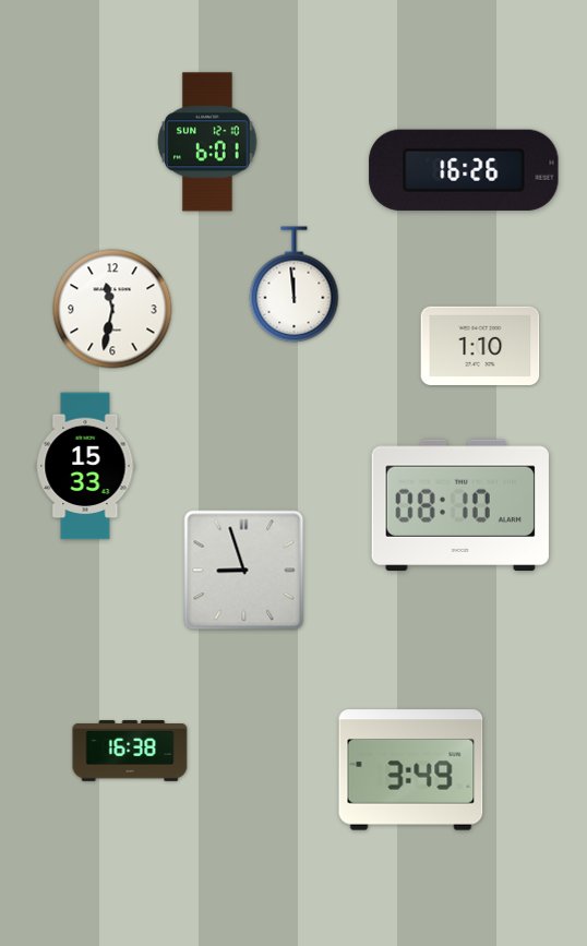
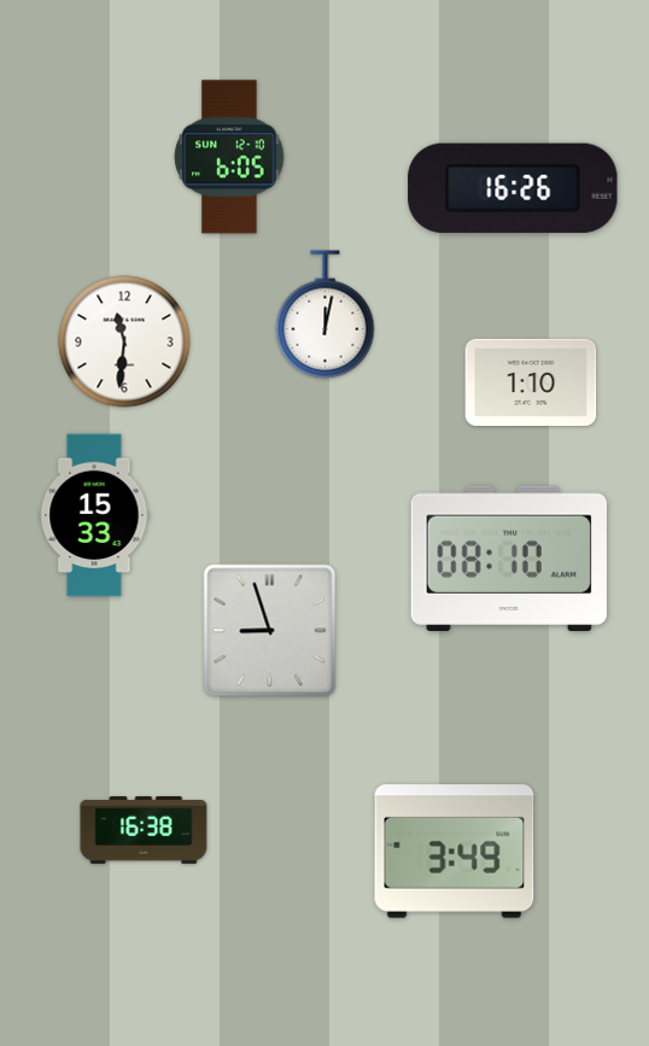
clock at (207, 142): 6:01 -> 6:05
clock at (295, 285): 11:59 -> 12:02
clock at (112, 309): 11:32 -> 11:31
